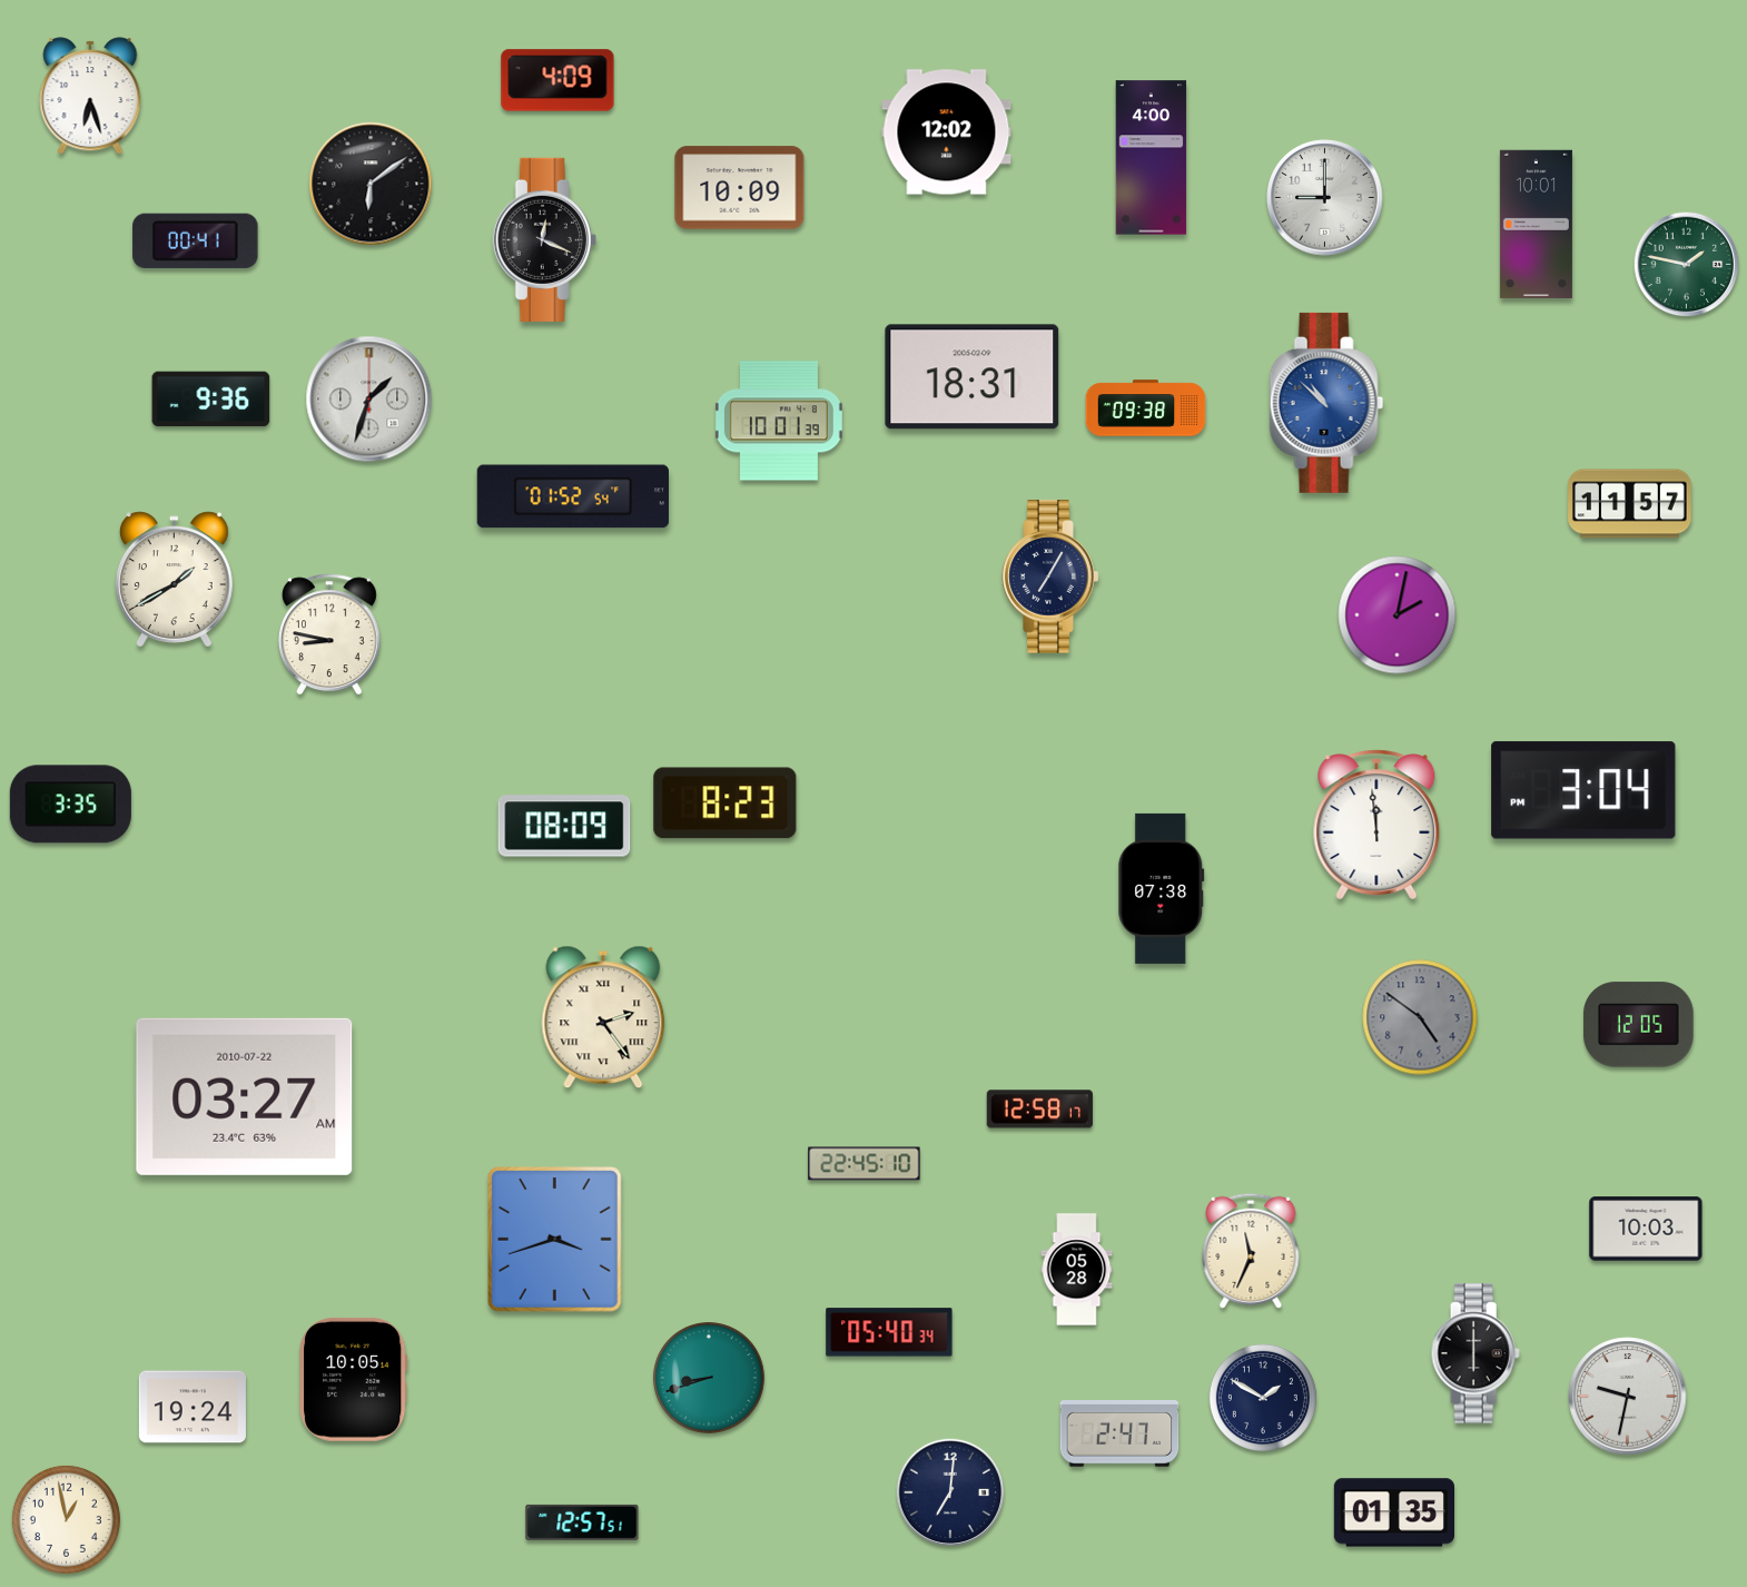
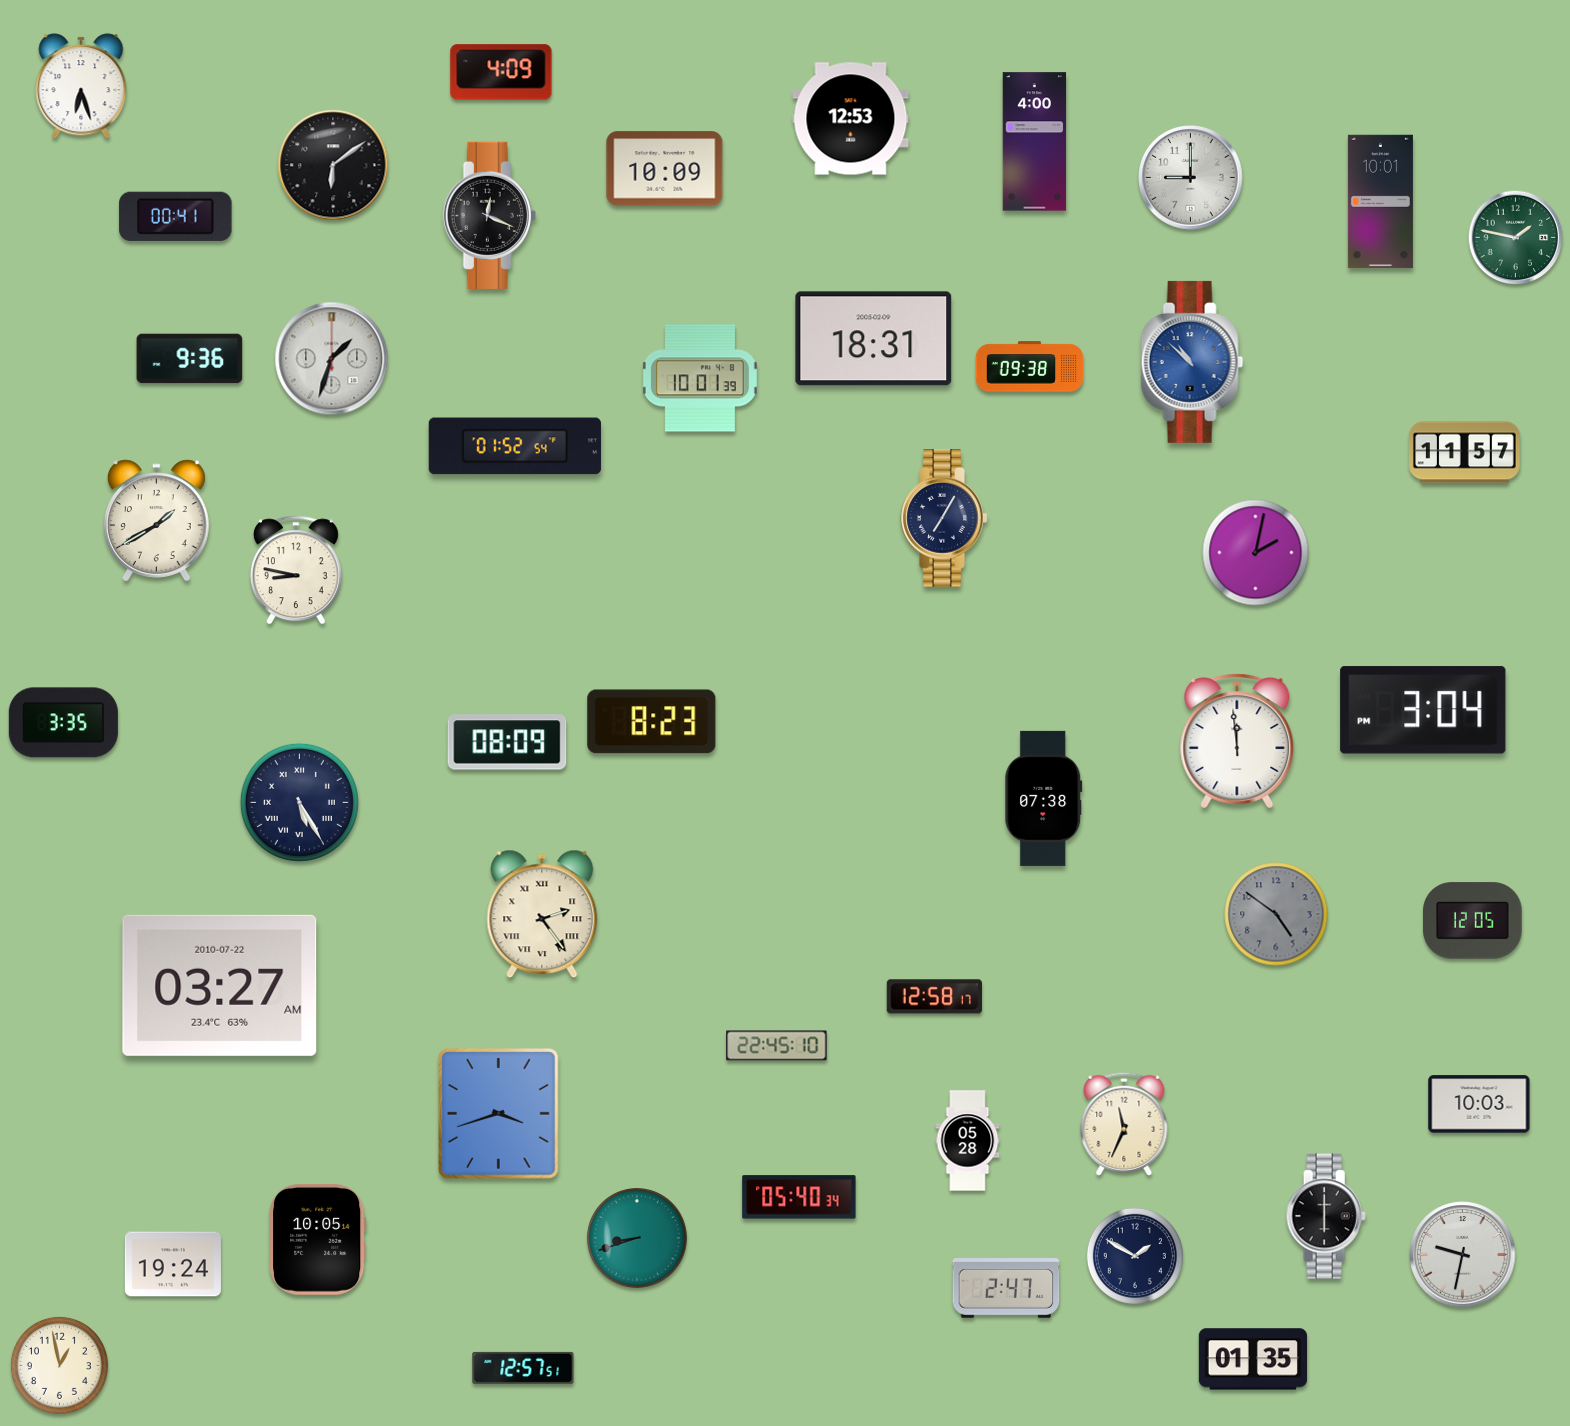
clock at (947, 132): 12:02 -> 12:53
clock at (299, 802): none -> 5:25
clock at (949, 1491): 7:01 -> none
